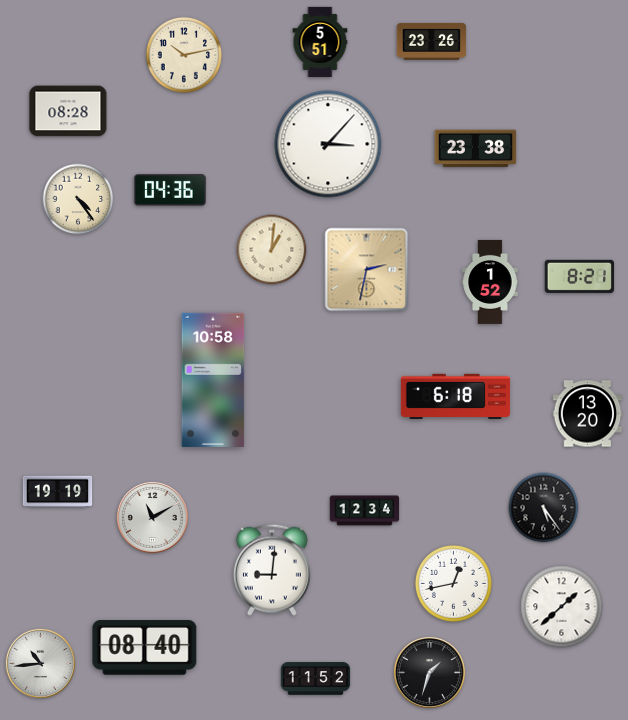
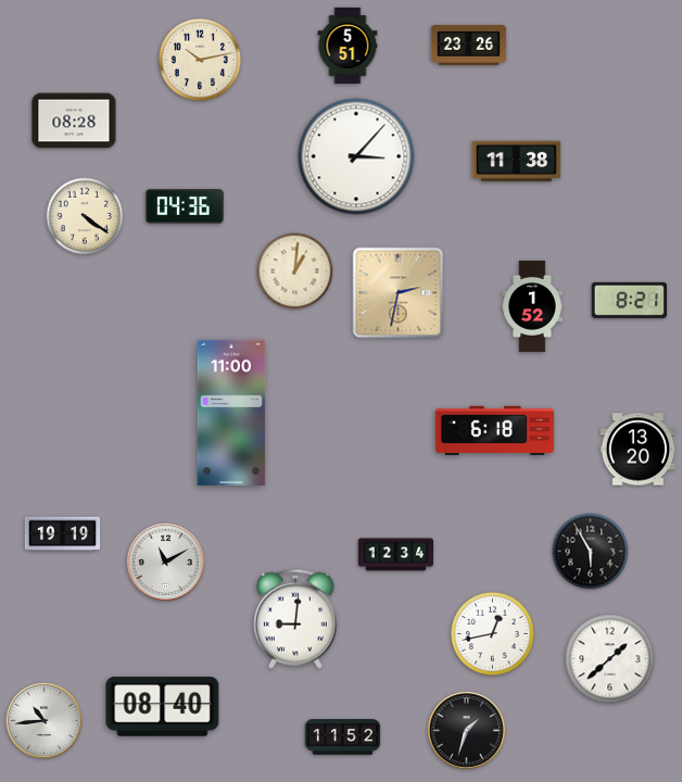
clock at (476, 149): 23:38 -> 11:38
clock at (78, 199): 4:24 -> 4:21
clock at (213, 379): 10:58 -> 11:00
clock at (544, 508): 5:24 -> 5:55
clock at (145, 648) position: (145, 648) -> (163, 707)
